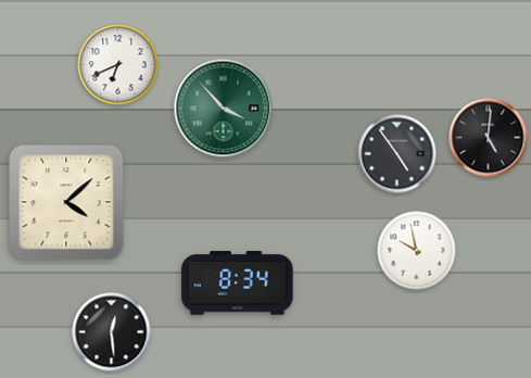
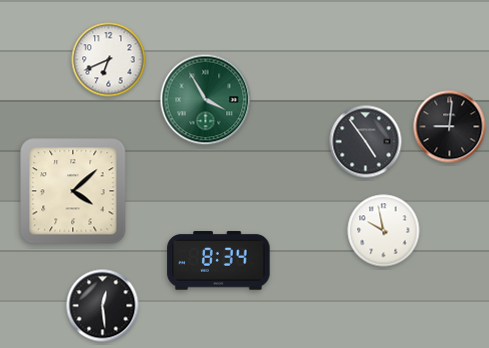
clock at (224, 109): 3:53 -> 3:55
clock at (489, 138): 5:01 -> 9:01
clock at (66, 202) position: (66, 202) -> (73, 191)
